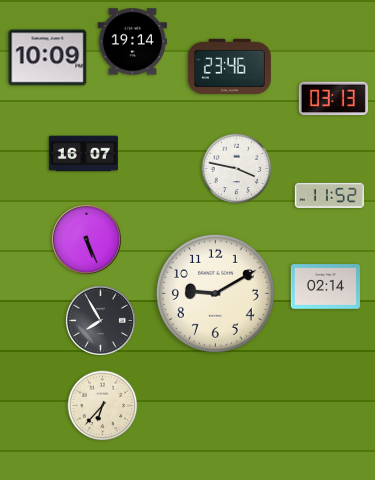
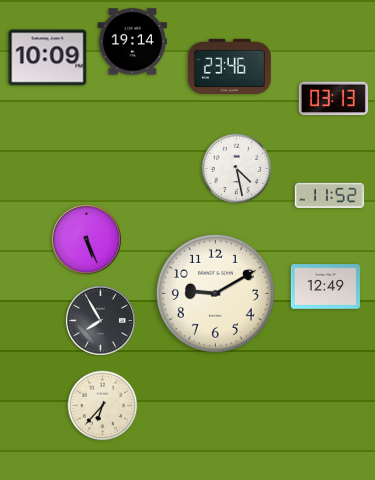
clock at (83, 154): 16:07 -> none
clock at (237, 169): 3:47 -> 4:28
clock at (325, 287): 02:14 -> 12:49
